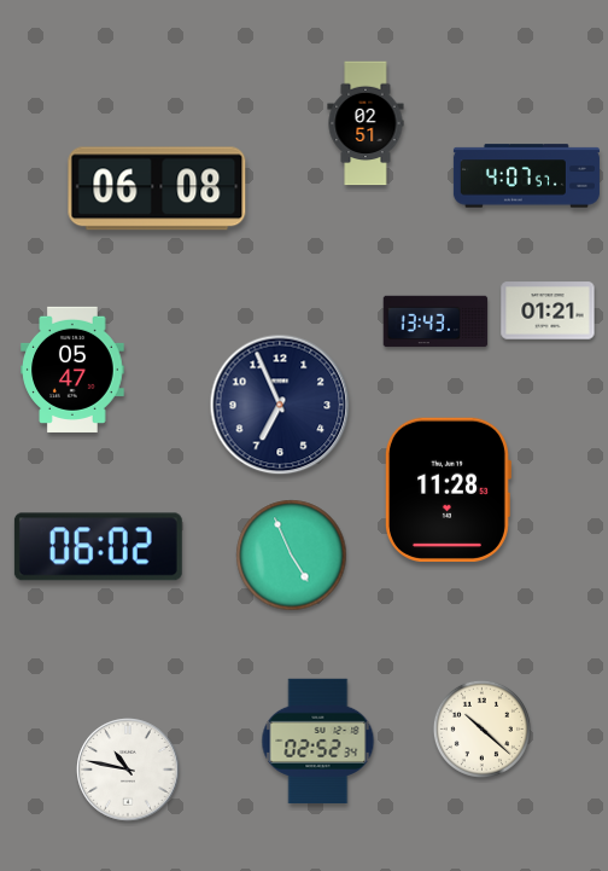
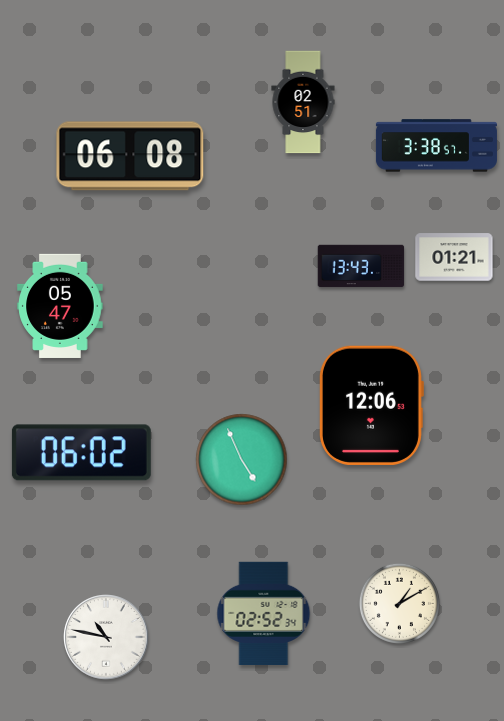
clock at (526, 176): 4:07 -> 3:38
clock at (280, 405): 6:56 -> none
clock at (448, 489): 11:28 -> 12:06
clock at (481, 728): 10:22 -> 1:10
